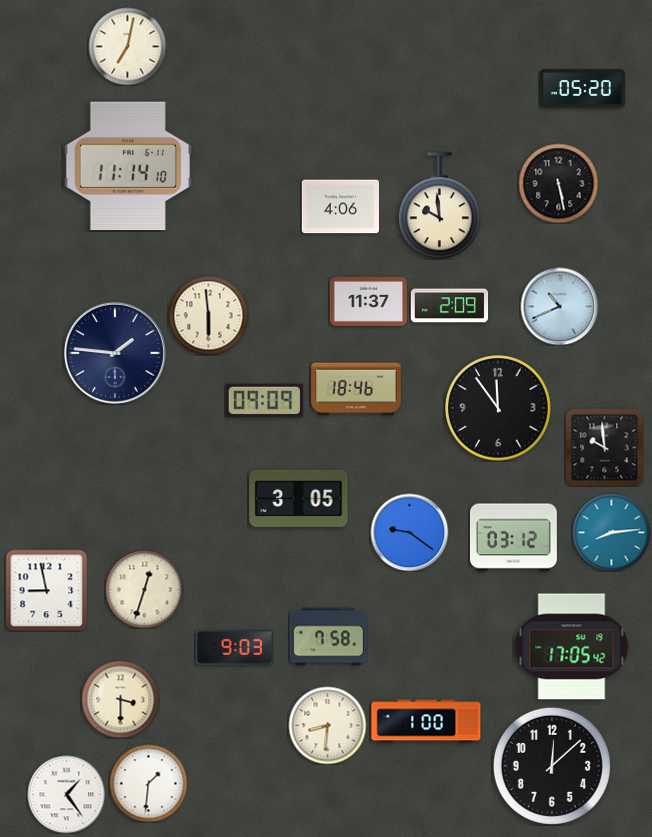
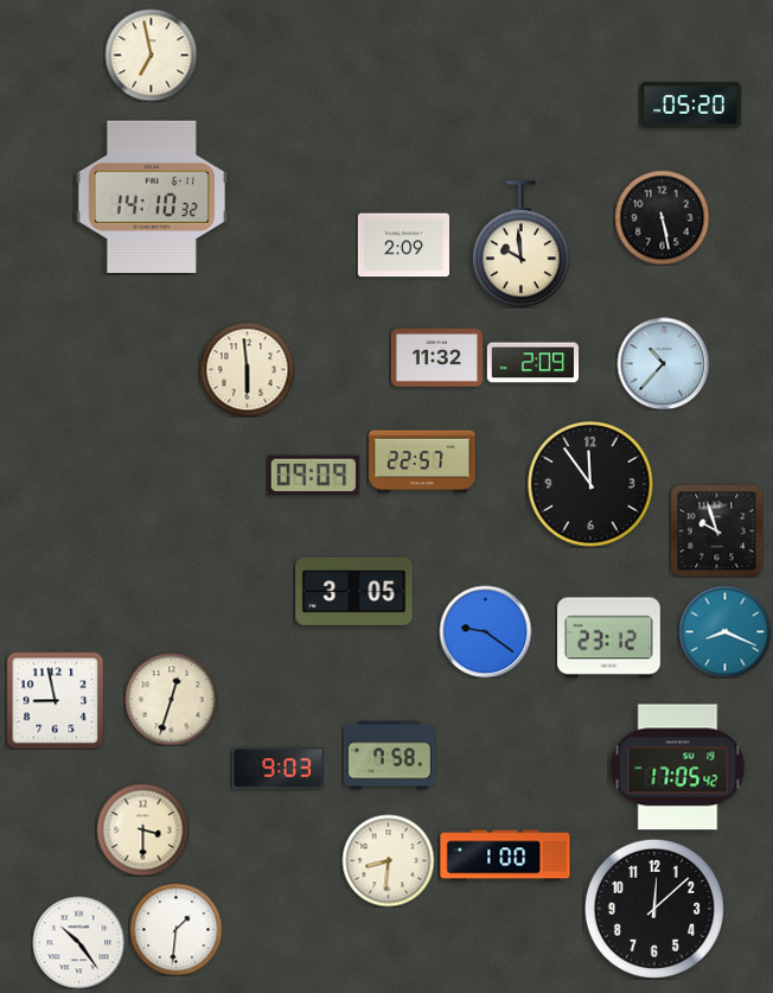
clock at (127, 46): 7:02 -> 6:58
clock at (128, 166): 11:14 -> 14:10
clock at (340, 207): 4:06 -> 2:09
clock at (368, 302): 11:37 -> 11:32
clock at (559, 306): 10:41 -> 10:37
clock at (208, 315) position: (208, 315) -> (247, 369)
clock at (115, 353): 1:46 -> none
clock at (356, 389): 18:46 -> 22:57
clock at (604, 447): 9:59 -> 9:57
clock at (611, 532): 8:14 -> 8:19
clock at (513, 538): 03:12 -> 23:12
clock at (66, 794): 1:24 -> 10:24
